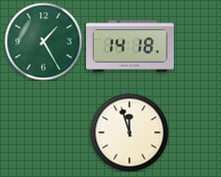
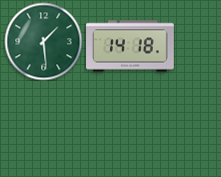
clock at (43, 41): 1:25 -> 1:29
clock at (129, 132): 11:57 -> none
